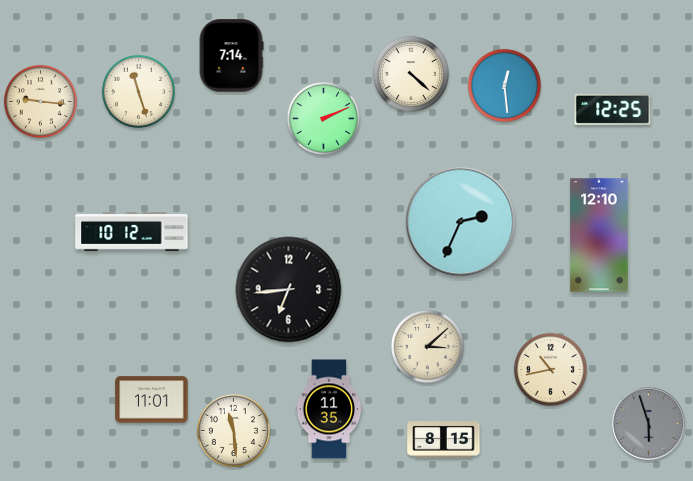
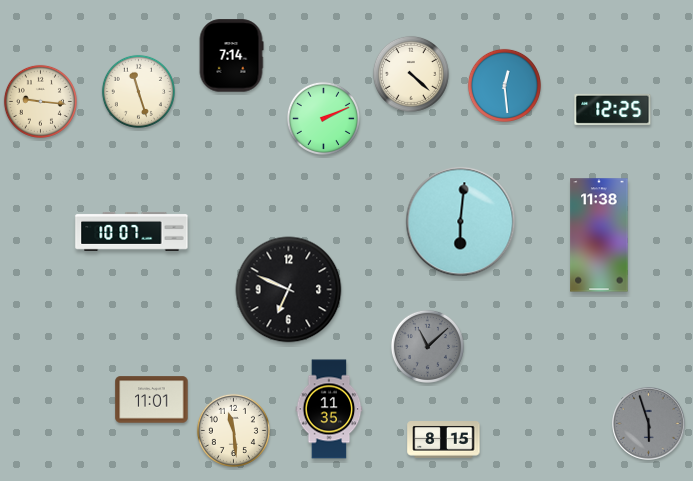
clock at (461, 222): 2:34 -> 6:01
clock at (132, 231): 10:12 -> 10:07
clock at (599, 235): 12:10 -> 11:38
clock at (289, 290): 6:44 -> 6:49
clock at (427, 346): 3:08 -> 11:08
clock at (427, 346) dial: cream -> grey
clock at (550, 369): 10:43 -> none
